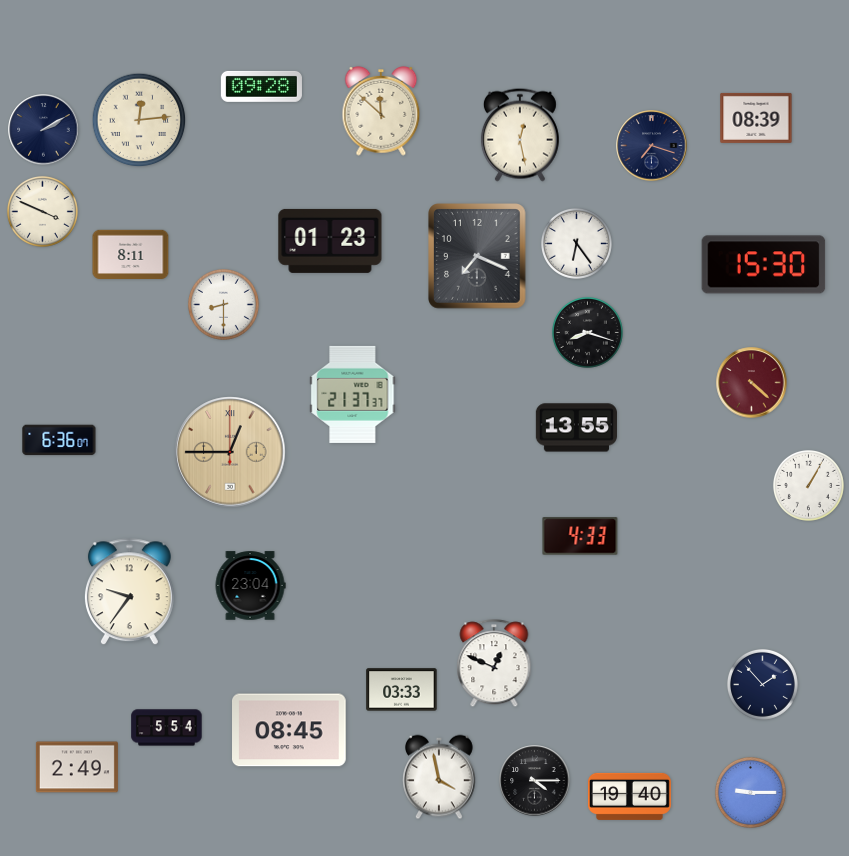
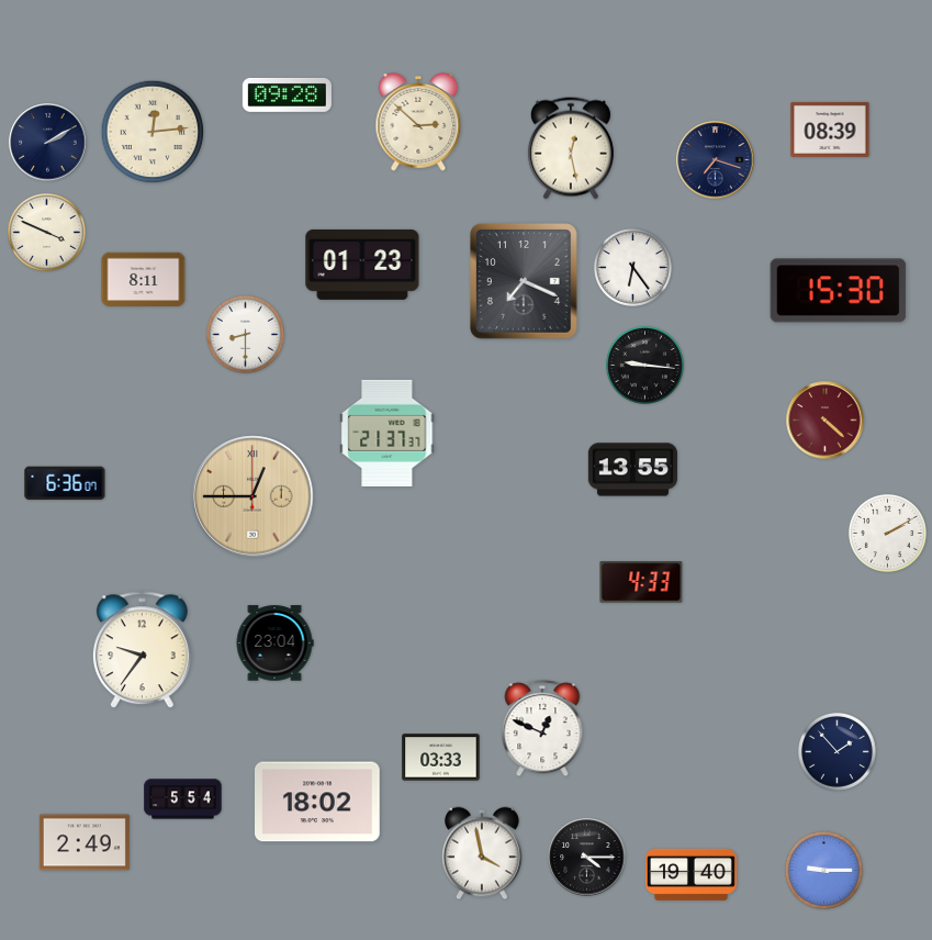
clock at (381, 112): 11:52 -> 2:52
clock at (587, 332): 8:18 -> 9:16
clock at (808, 485): 1:05 -> 2:10
clock at (580, 536) position: (580, 536) -> (641, 582)
clock at (290, 730): 08:45 -> 18:02
